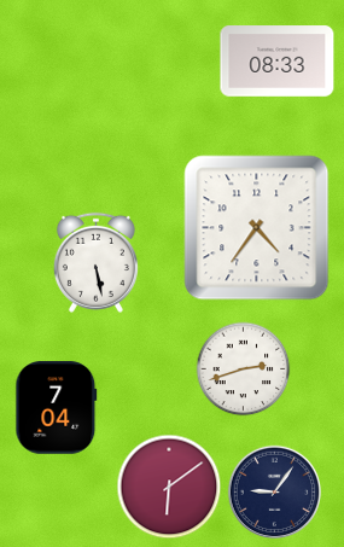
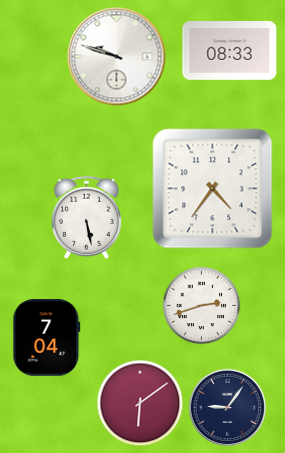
clock at (117, 57): none -> 9:48
clock at (95, 262) position: (95, 262) -> (86, 217)
